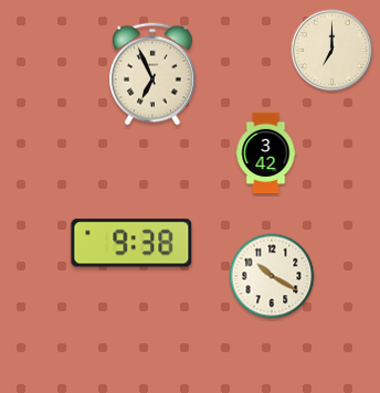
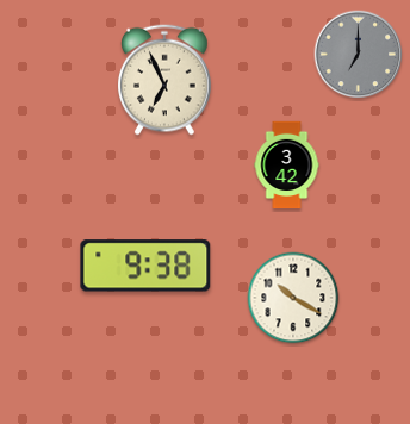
clock at (332, 51) dial: cream -> grey
clock at (131, 243) position: (131, 243) -> (145, 266)
